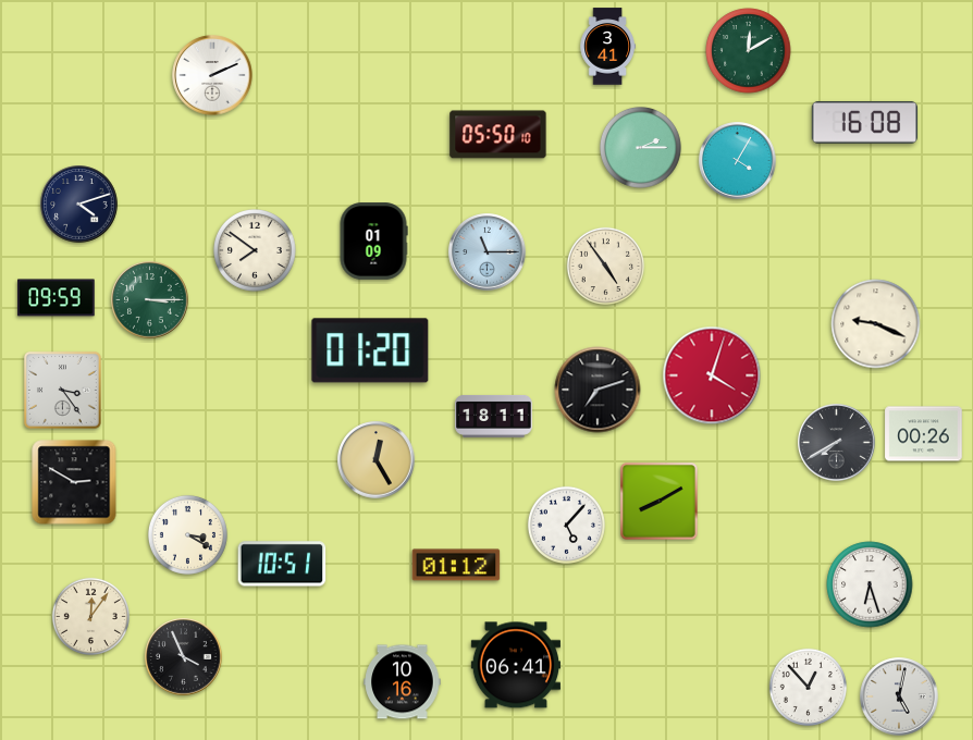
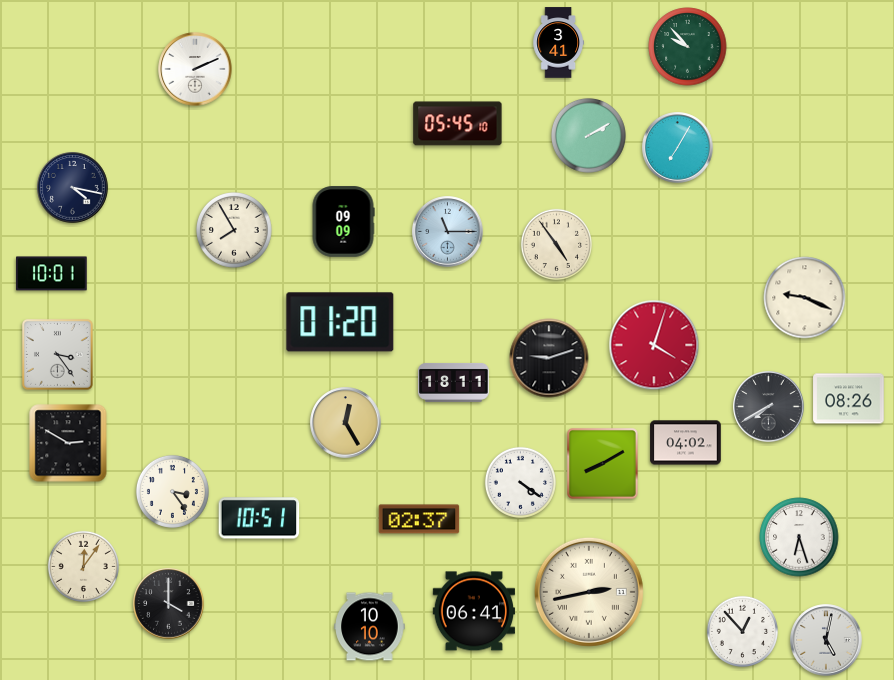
clock at (749, 51): 12:10 -> 9:53
clock at (864, 122): 16:08 -> none
clock at (498, 135): 05:50 -> 05:45
clock at (641, 148): 2:15 -> 2:10
clock at (738, 161): 4:05 -> 7:05
clock at (79, 205): 4:12 -> 4:17
clock at (373, 242): 01:09 -> 09:09
clock at (256, 251): 7:51 -> 7:55
clock at (57, 298): 09:59 -> 10:01
clock at (150, 300): 3:15 -> none
clock at (62, 390) position: (62, 390) -> (57, 354)
clock at (598, 390): 7:12 -> 9:12
clock at (924, 434): 00:26 -> 08:26
clock at (686, 443): none -> 04:02
clock at (660, 502) position: (660, 502) -> (603, 464)
clock at (566, 525): 5:07 -> 4:21
clock at (187, 534): 3:20 -> 3:24
clock at (456, 565): 01:12 -> 02:37
clock at (589, 592): none -> 2:43
clock at (184, 657): 3:56 -> 4:00
clock at (403, 682): 10:16 -> 10:10
